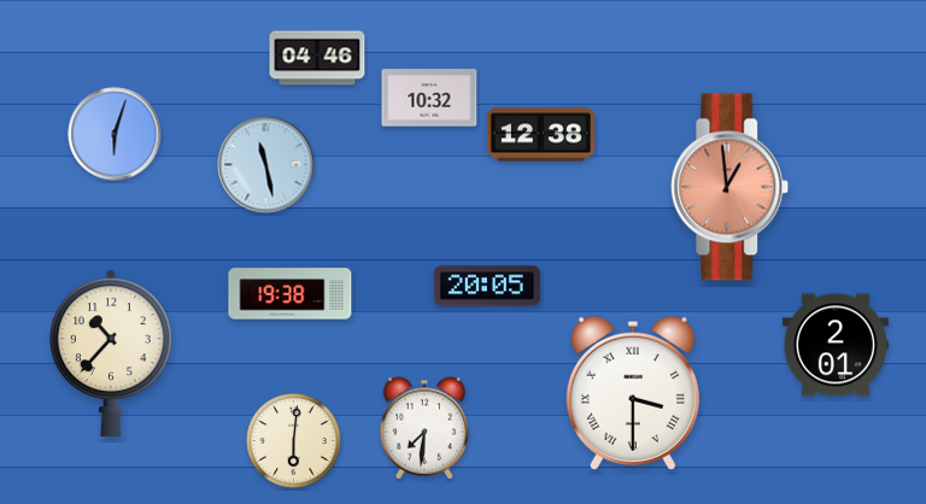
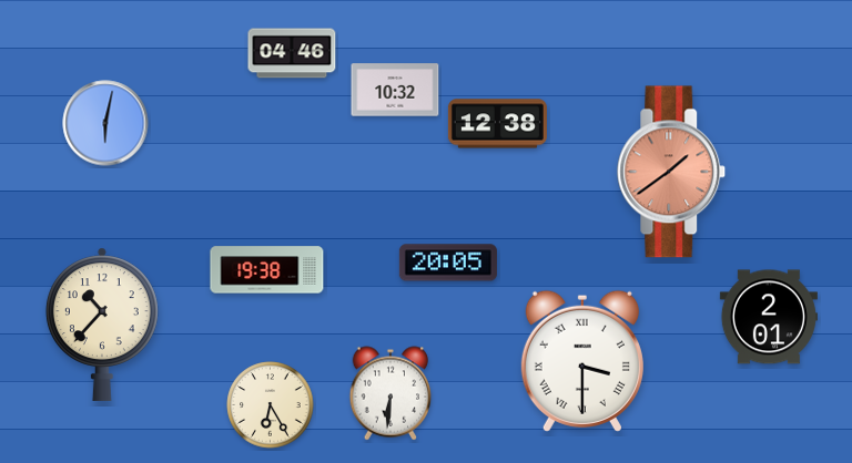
clock at (115, 134): 6:03 -> 6:02
clock at (266, 165): 11:28 -> none
clock at (729, 187): 12:59 -> 1:39
clock at (424, 428): 7:31 -> 6:31
clock at (294, 441): 6:01 -> 6:25
